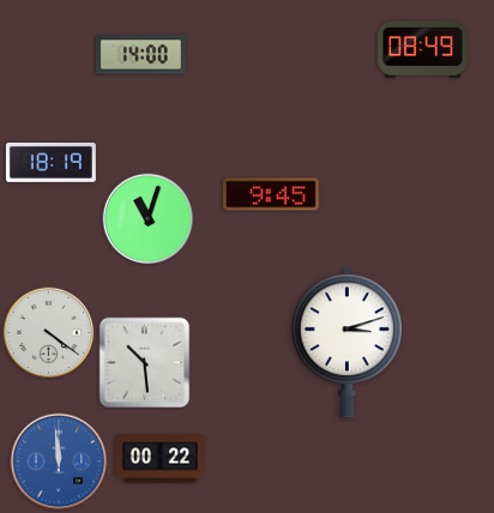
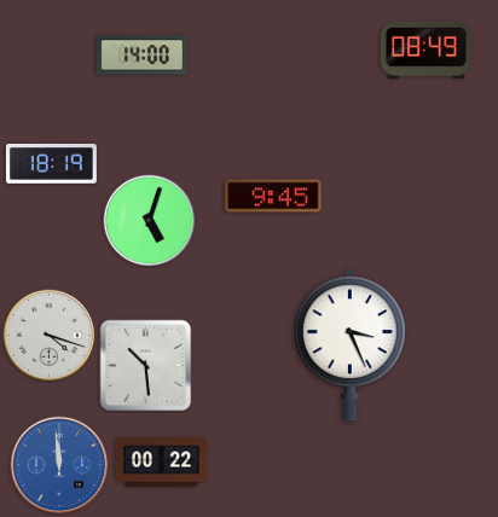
clock at (149, 219): 11:03 -> 5:03
clock at (49, 333): 4:21 -> 4:18
clock at (347, 343): 3:12 -> 3:26
